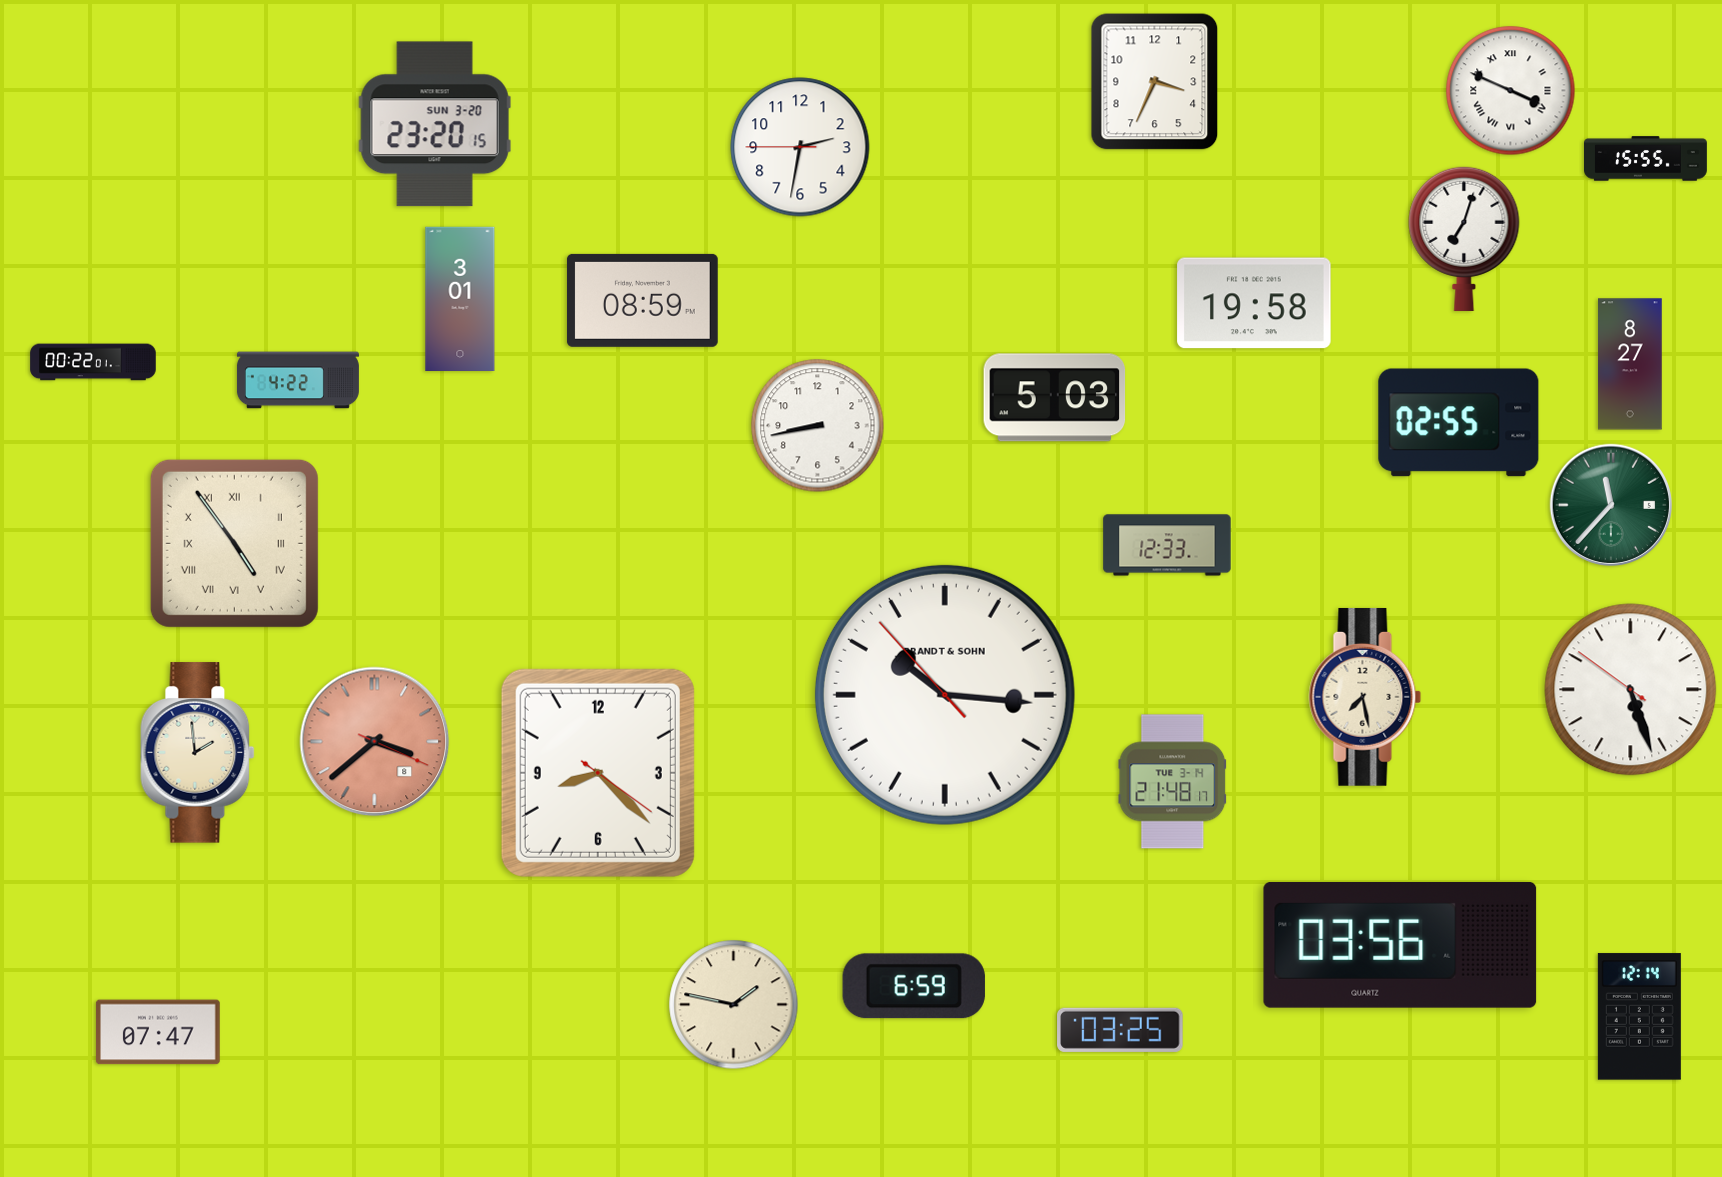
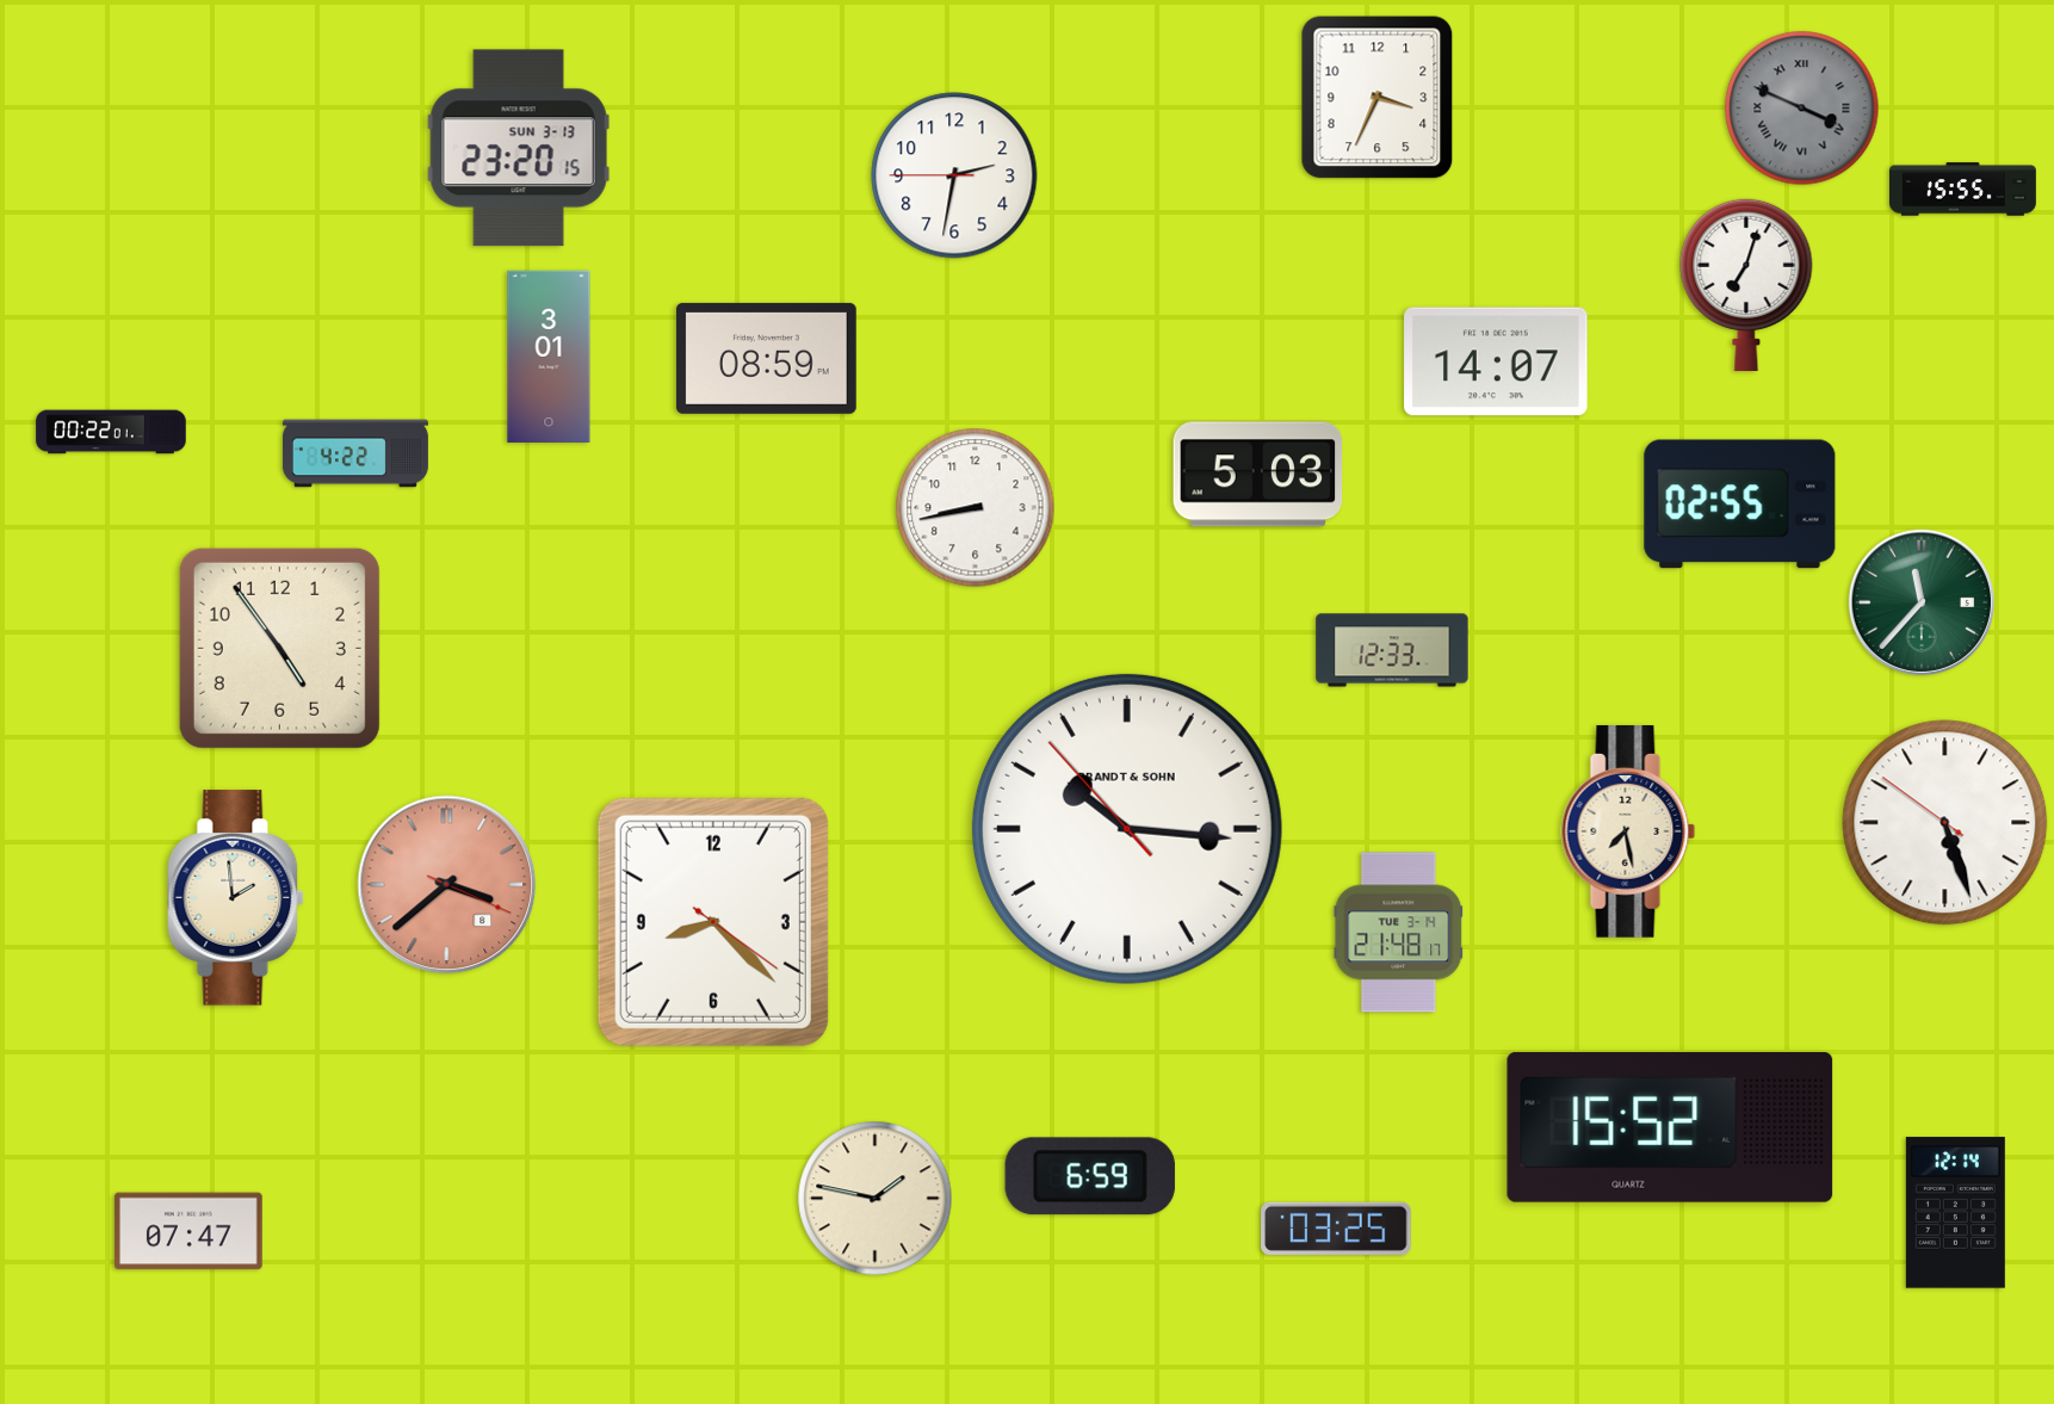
clock at (1511, 91) dial: white -> grey
clock at (435, 124) date: SUN 3-20 -> SUN 3-13
clock at (1254, 303): 19:58 -> 14:07
clock at (1630, 364): 8:27 -> none
clock at (234, 543) numerals: Roman -> Arabic
clock at (1400, 945): 03:56 -> 15:52
